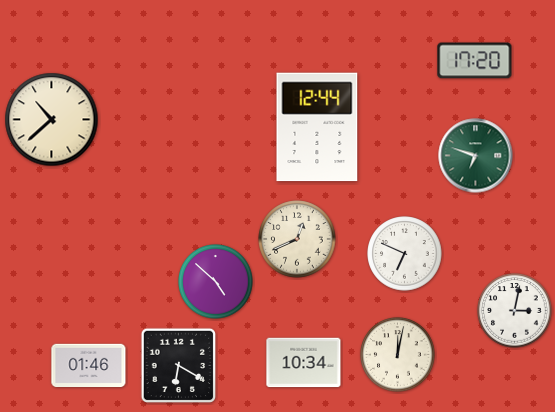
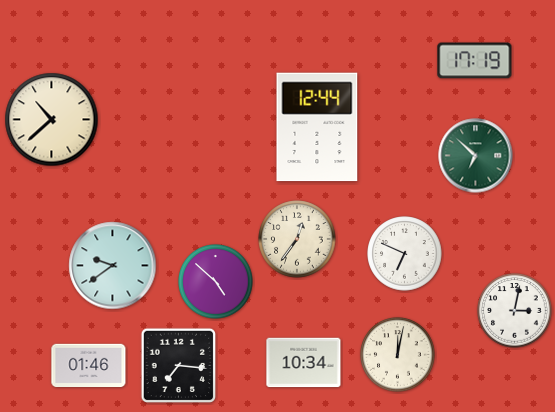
clock at (475, 61): 17:20 -> 17:19
clock at (476, 156): 6:48 -> 6:52
clock at (297, 239): 12:41 -> 12:36
clock at (113, 266): none -> 9:39
clock at (179, 366): 6:20 -> 7:16
